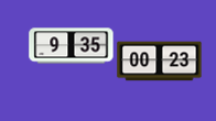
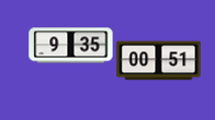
clock at (160, 62): 00:23 -> 00:51
